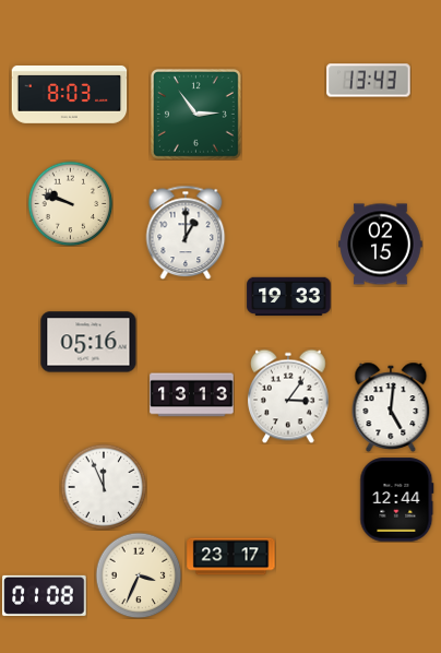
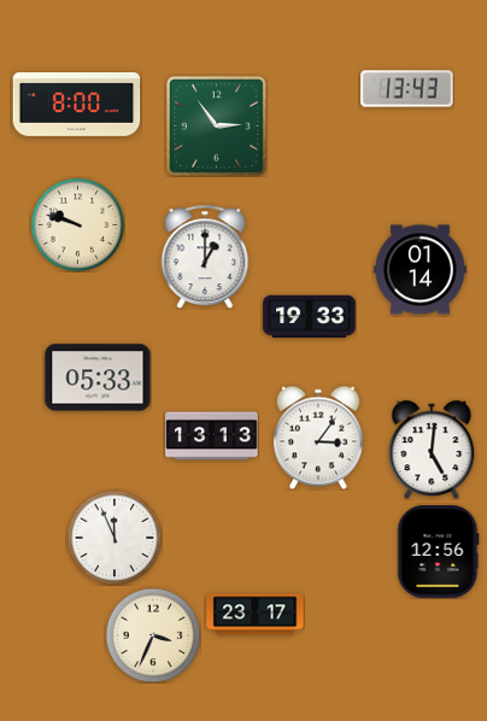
clock at (70, 94): 8:03 -> 8:00
clock at (381, 245): 02:15 -> 01:14
clock at (289, 297) position: (289, 297) -> (310, 317)
clock at (88, 342): 05:16 -> 05:33
clock at (397, 500): 12:44 -> 12:56
clock at (45, 595): 01:08 -> none
